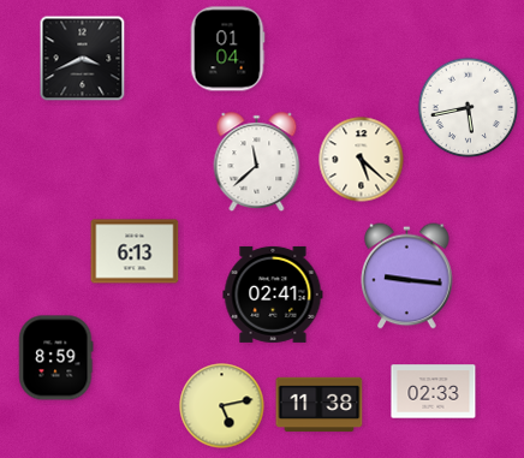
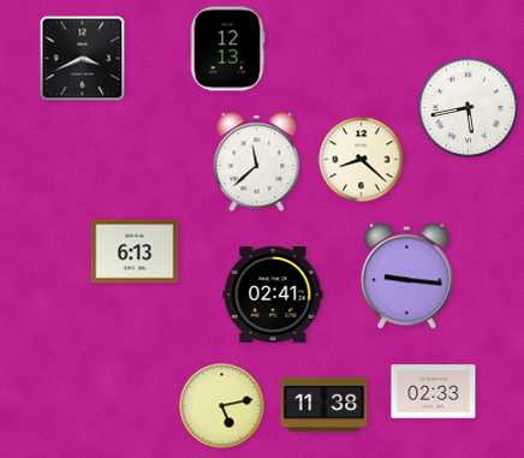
clock at (227, 49): 01:04 -> 12:13
clock at (362, 160): 5:22 -> 8:22
clock at (56, 358): 8:59 -> none
clock at (320, 405) position: (320, 405) -> (324, 405)
